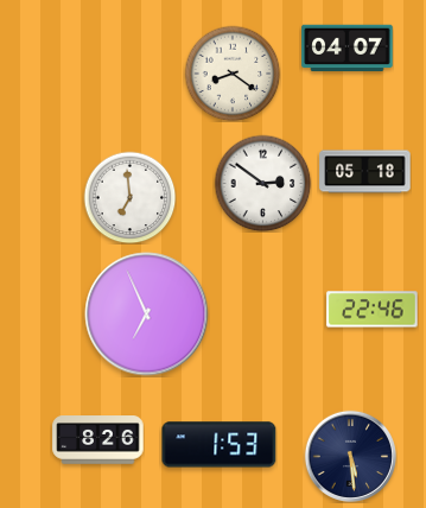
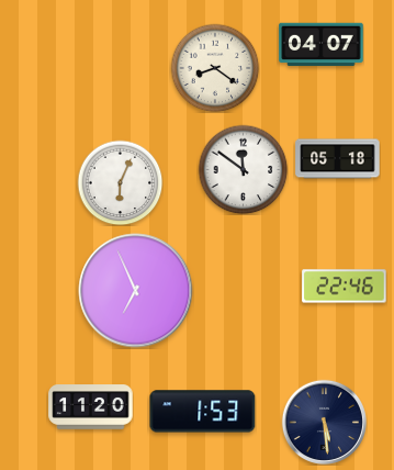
clock at (262, 183): 2:51 -> 11:51
clock at (129, 197): 6:59 -> 6:04
clock at (98, 440): 8:26 -> 11:20
